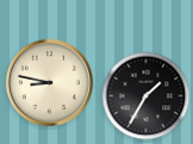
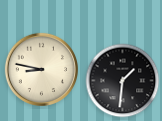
clock at (147, 96): 1:35 -> 1:31
